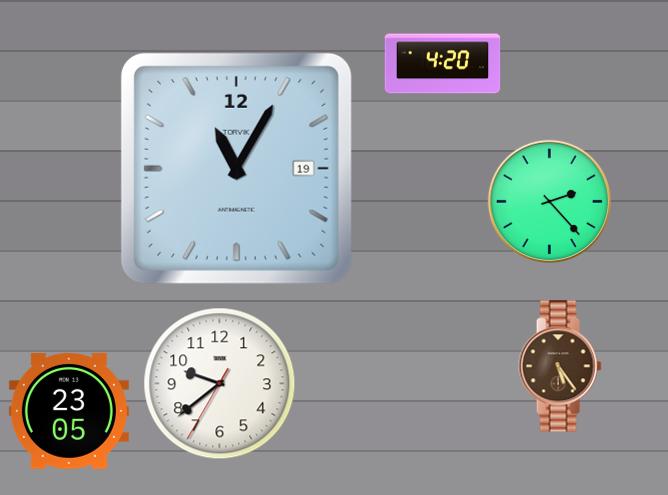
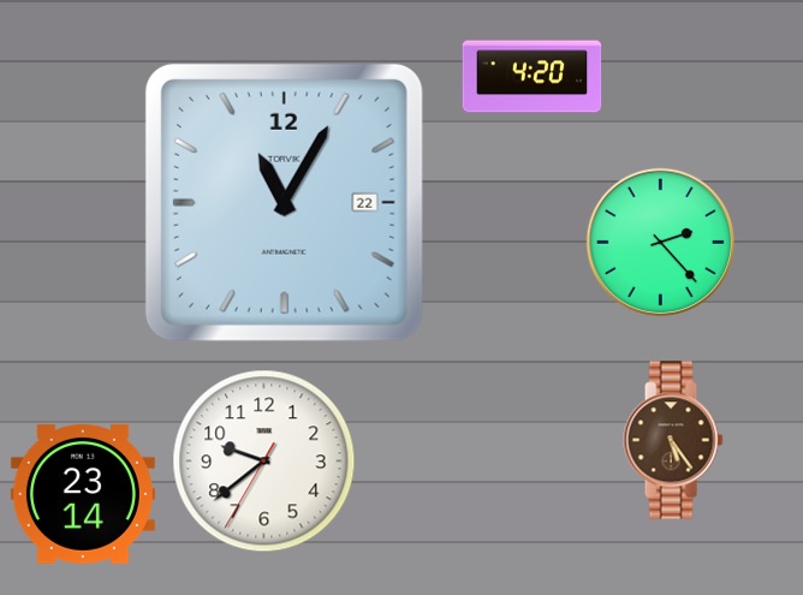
clock at (236, 168) date: 19 -> 22
clock at (69, 412): 23:05 -> 23:14
